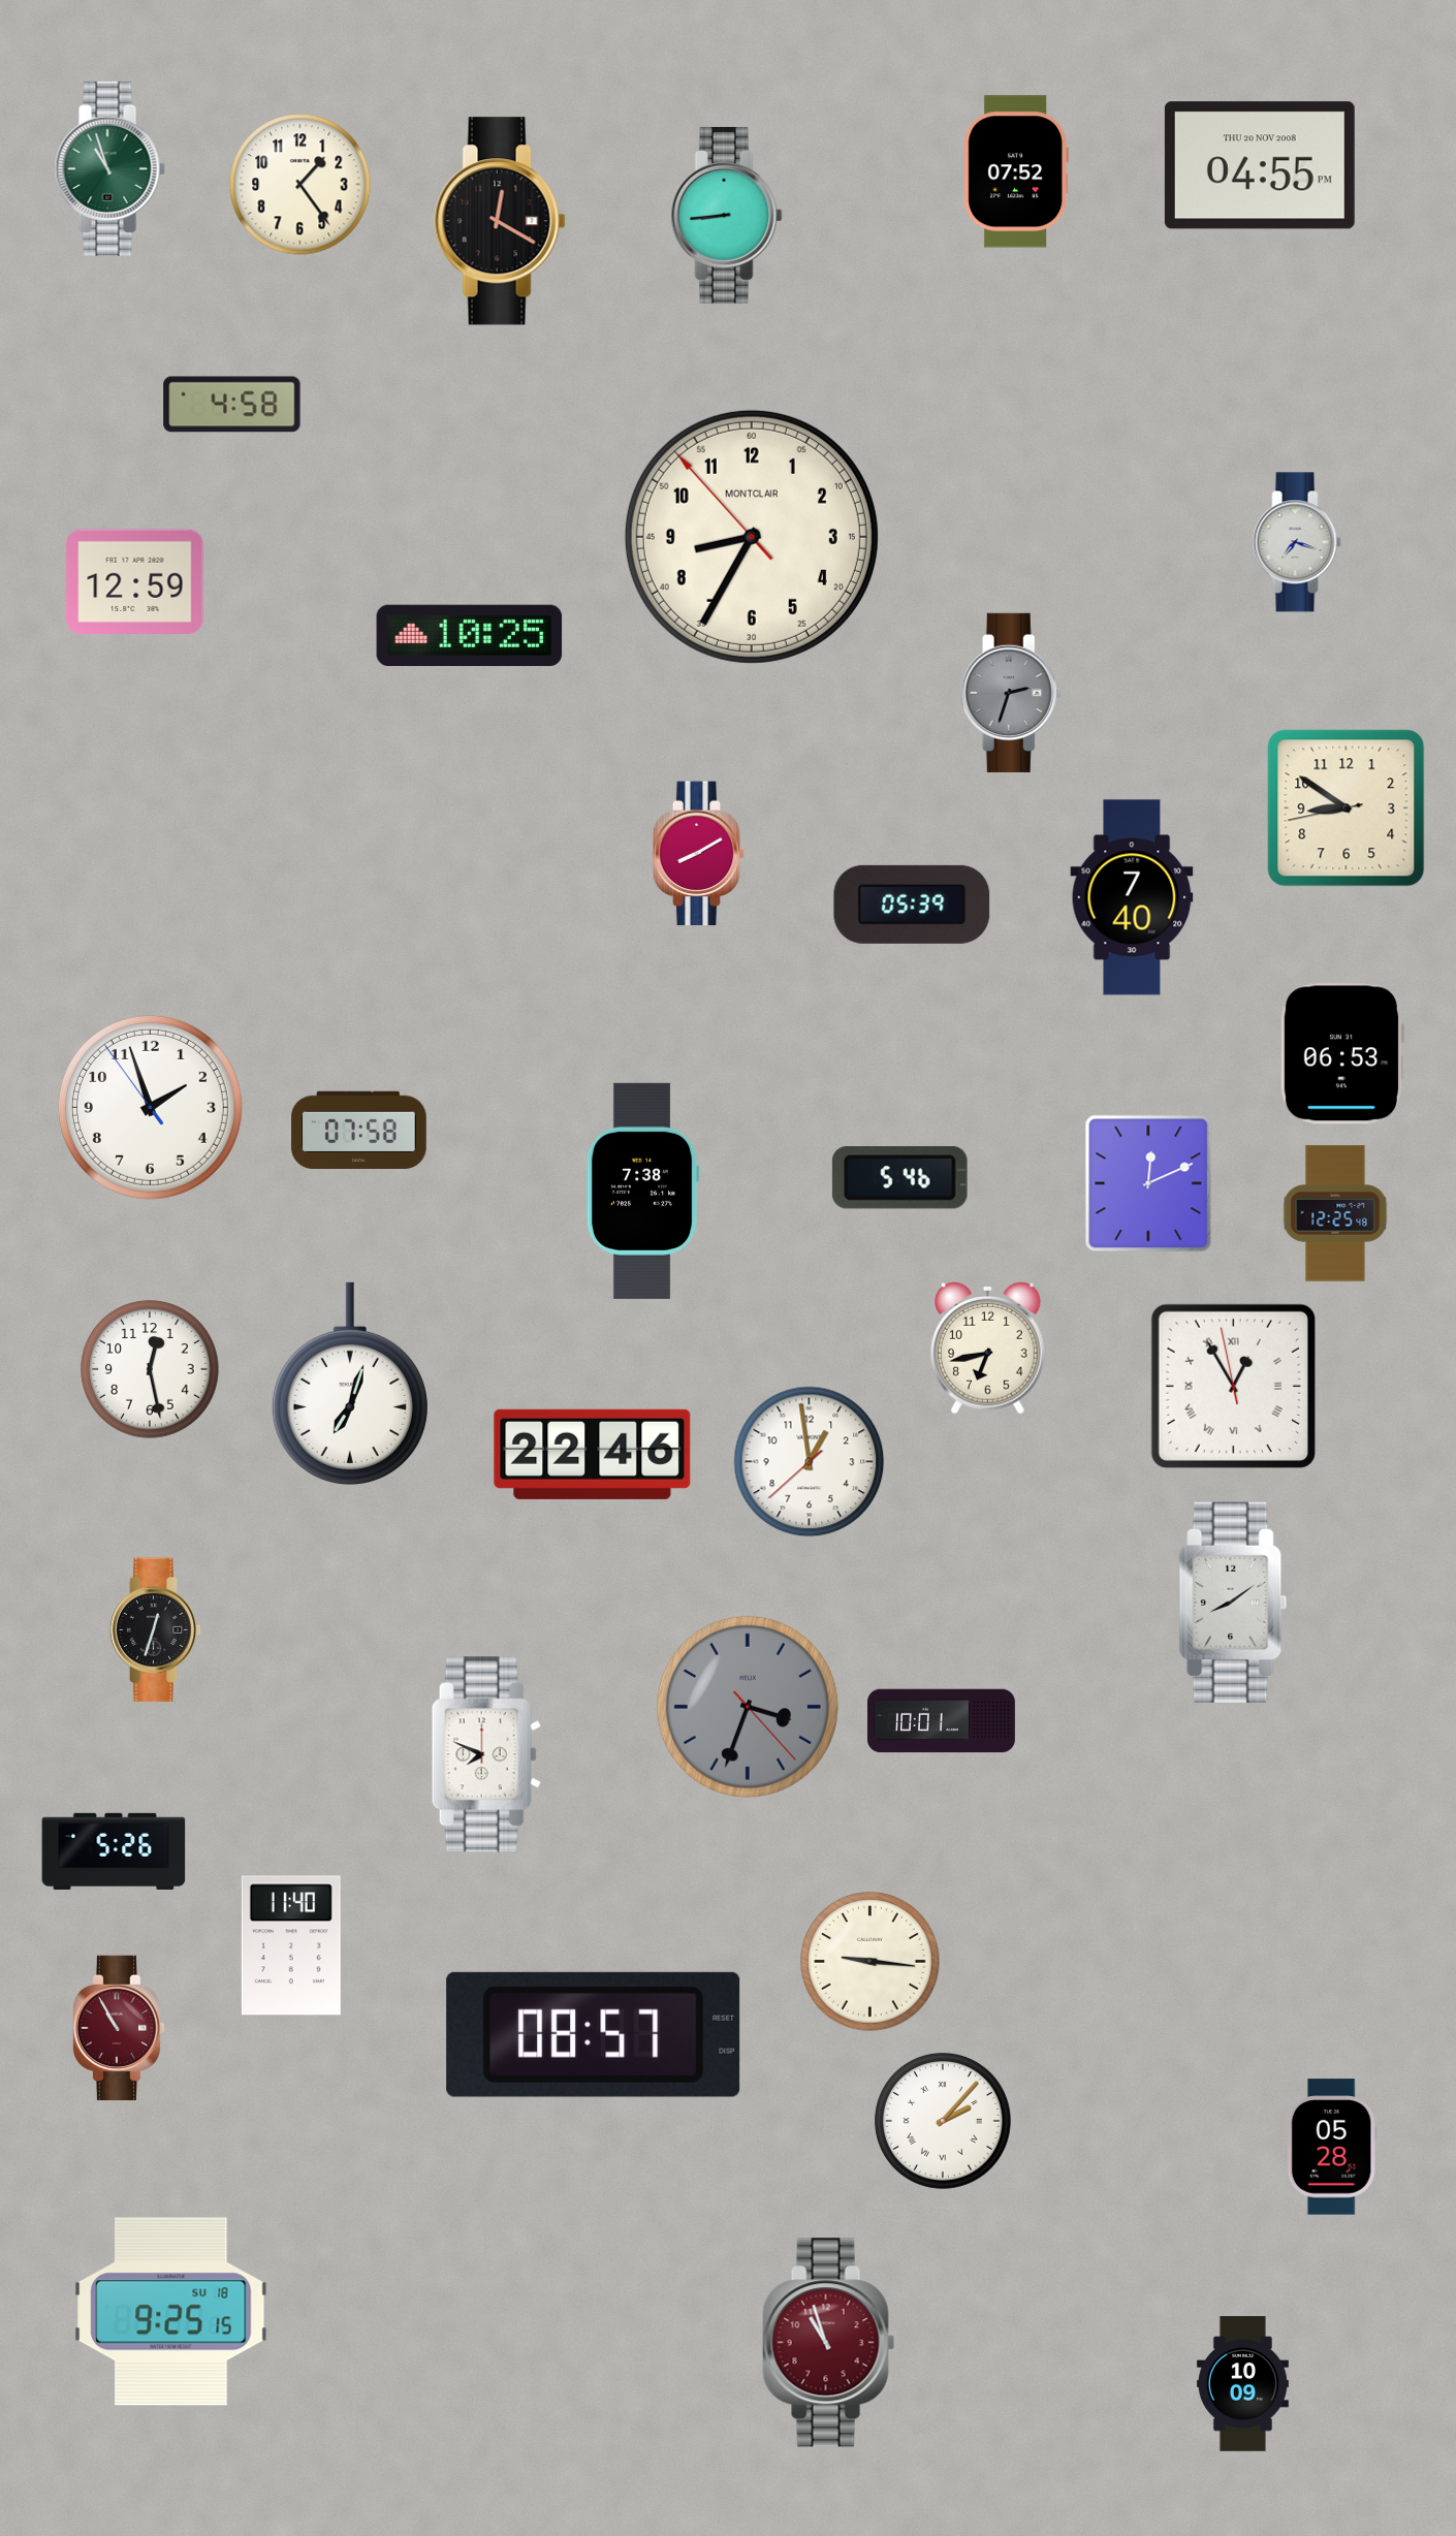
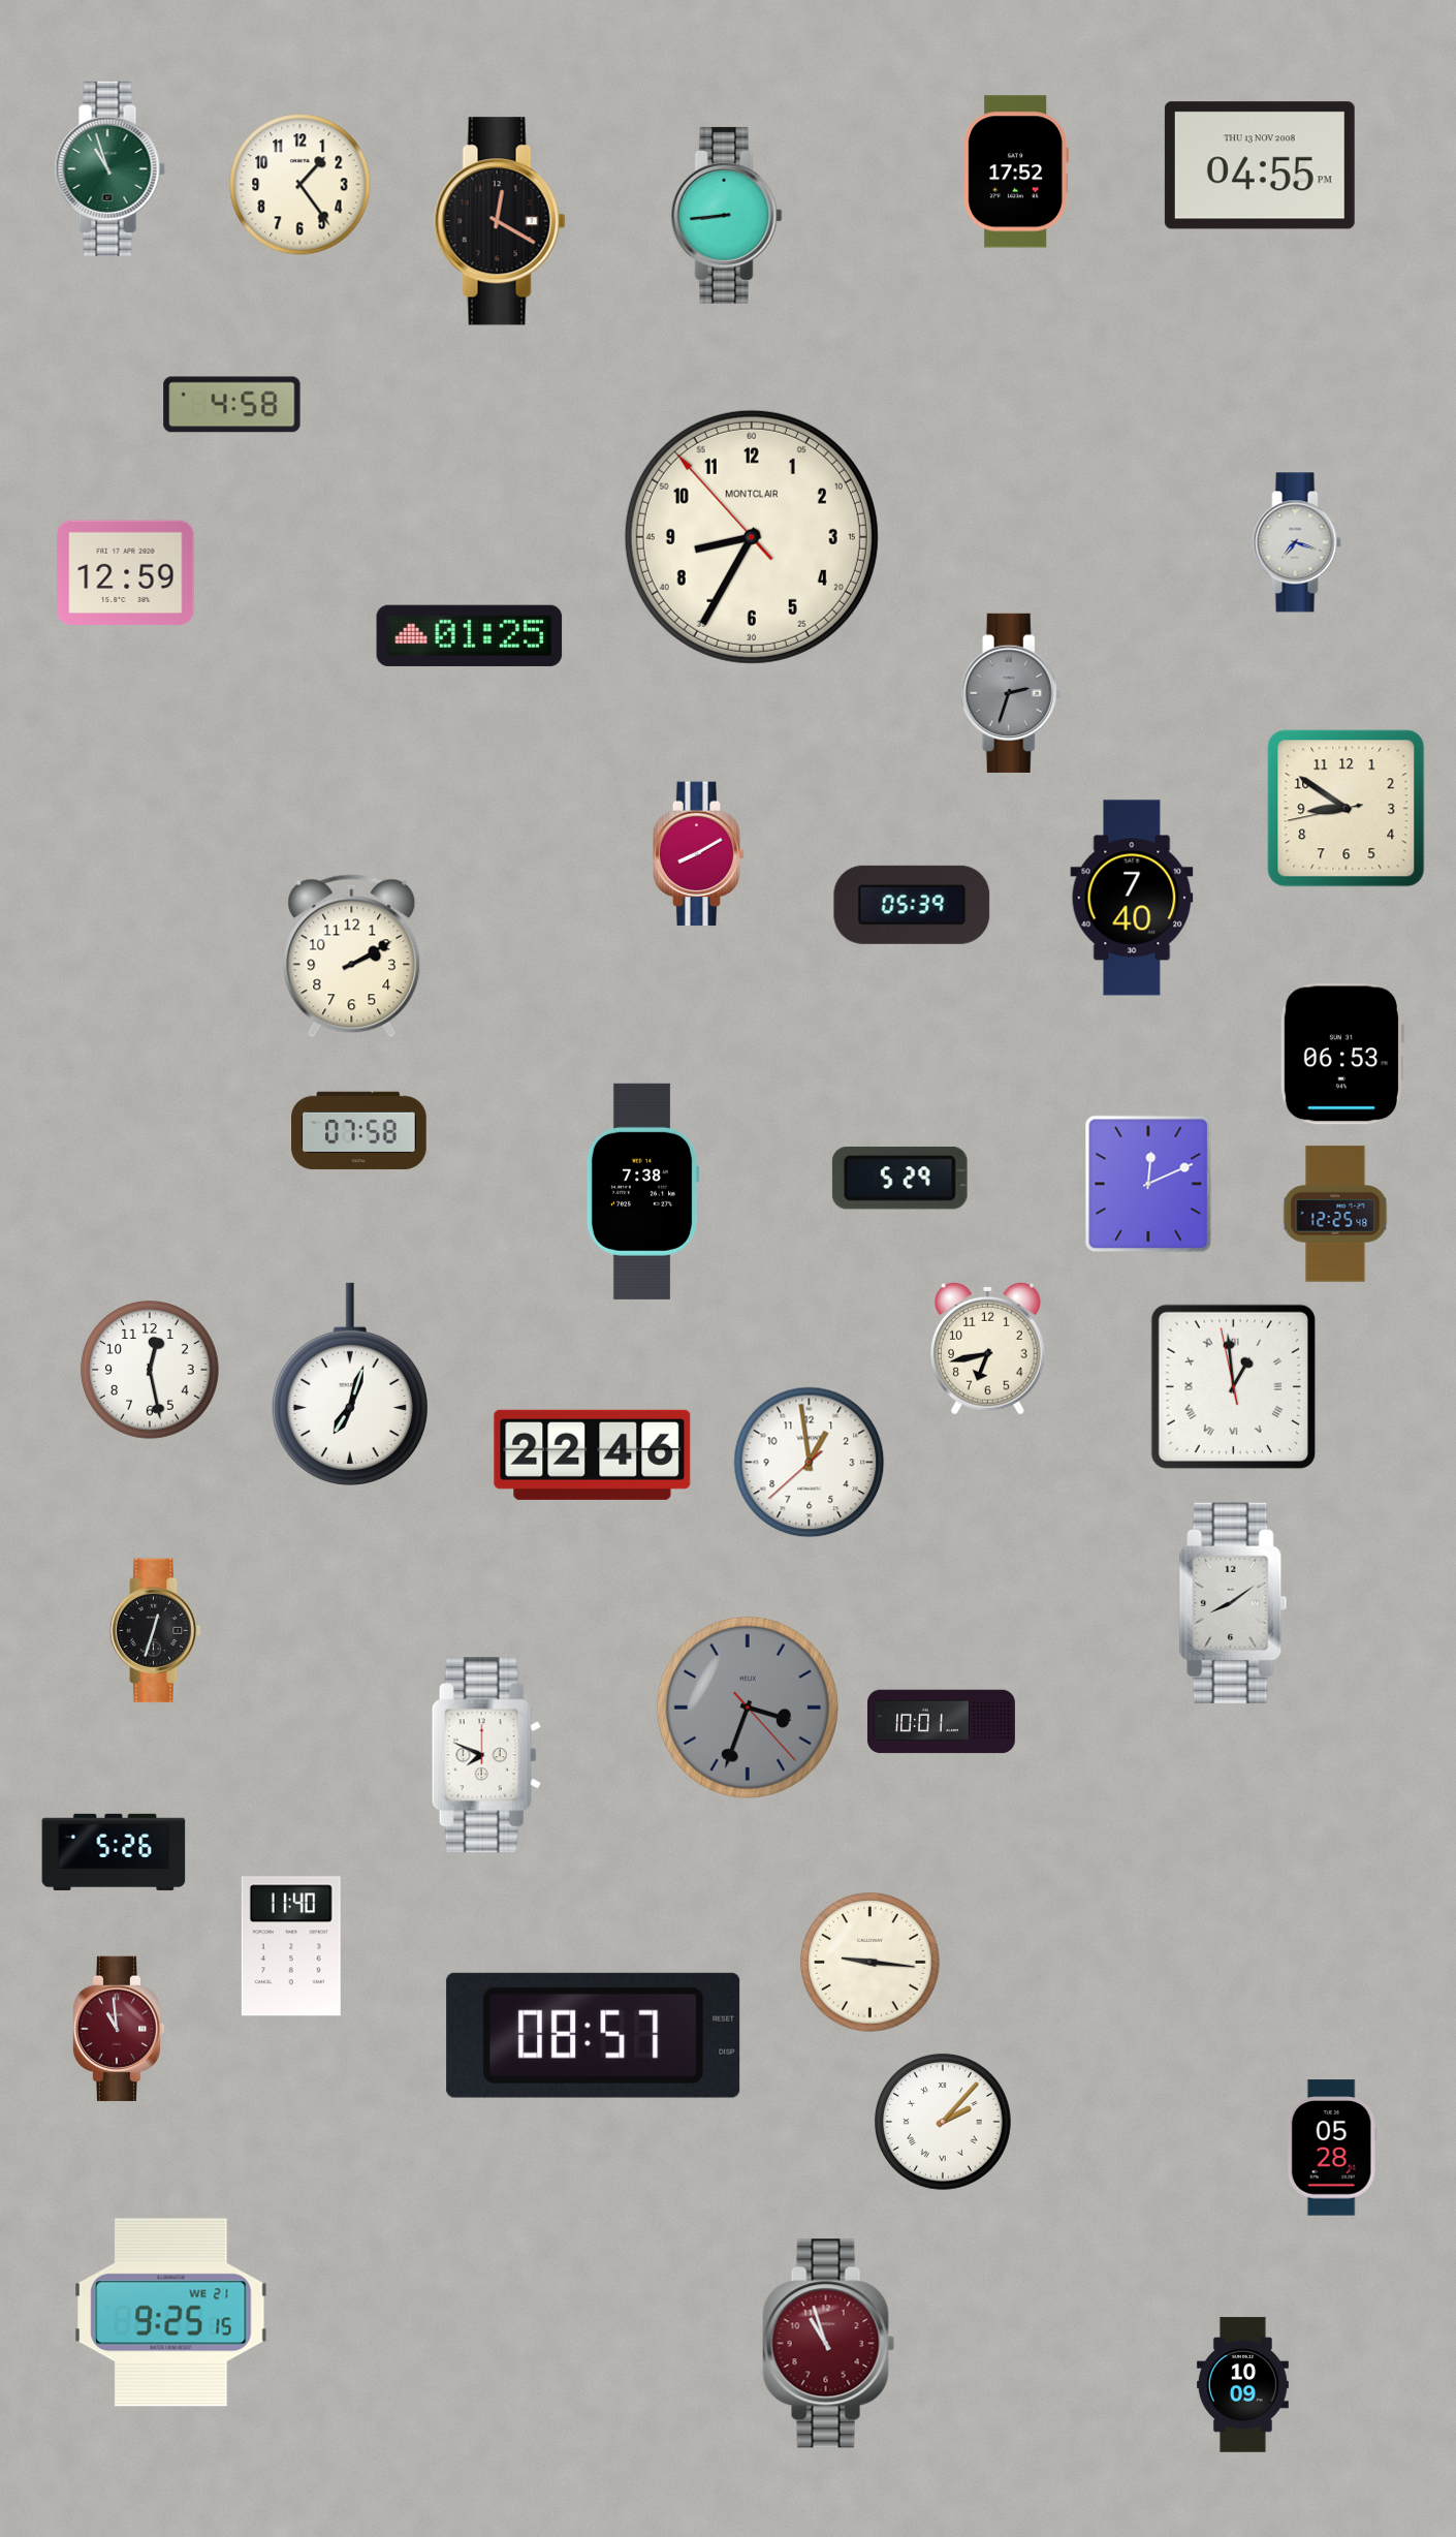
clock at (1260, 165) date: THU 20 NOV 2008 -> THU 13 NOV 2008
clock at (1016, 171): 07:52 -> 17:52
clock at (135, 582) position: (135, 582) -> (126, 573)
clock at (470, 635): 10:25 -> 01:25
clock at (352, 957): none -> 2:10
clock at (150, 1107): 1:56 -> none
clock at (899, 1178): 5:46 -> 5:29
clock at (1233, 1386): 12:54 -> 12:58
clock at (119, 2027): 10:55 -> 10:59
clock at (171, 2312) date: SU 18 -> WE 21
